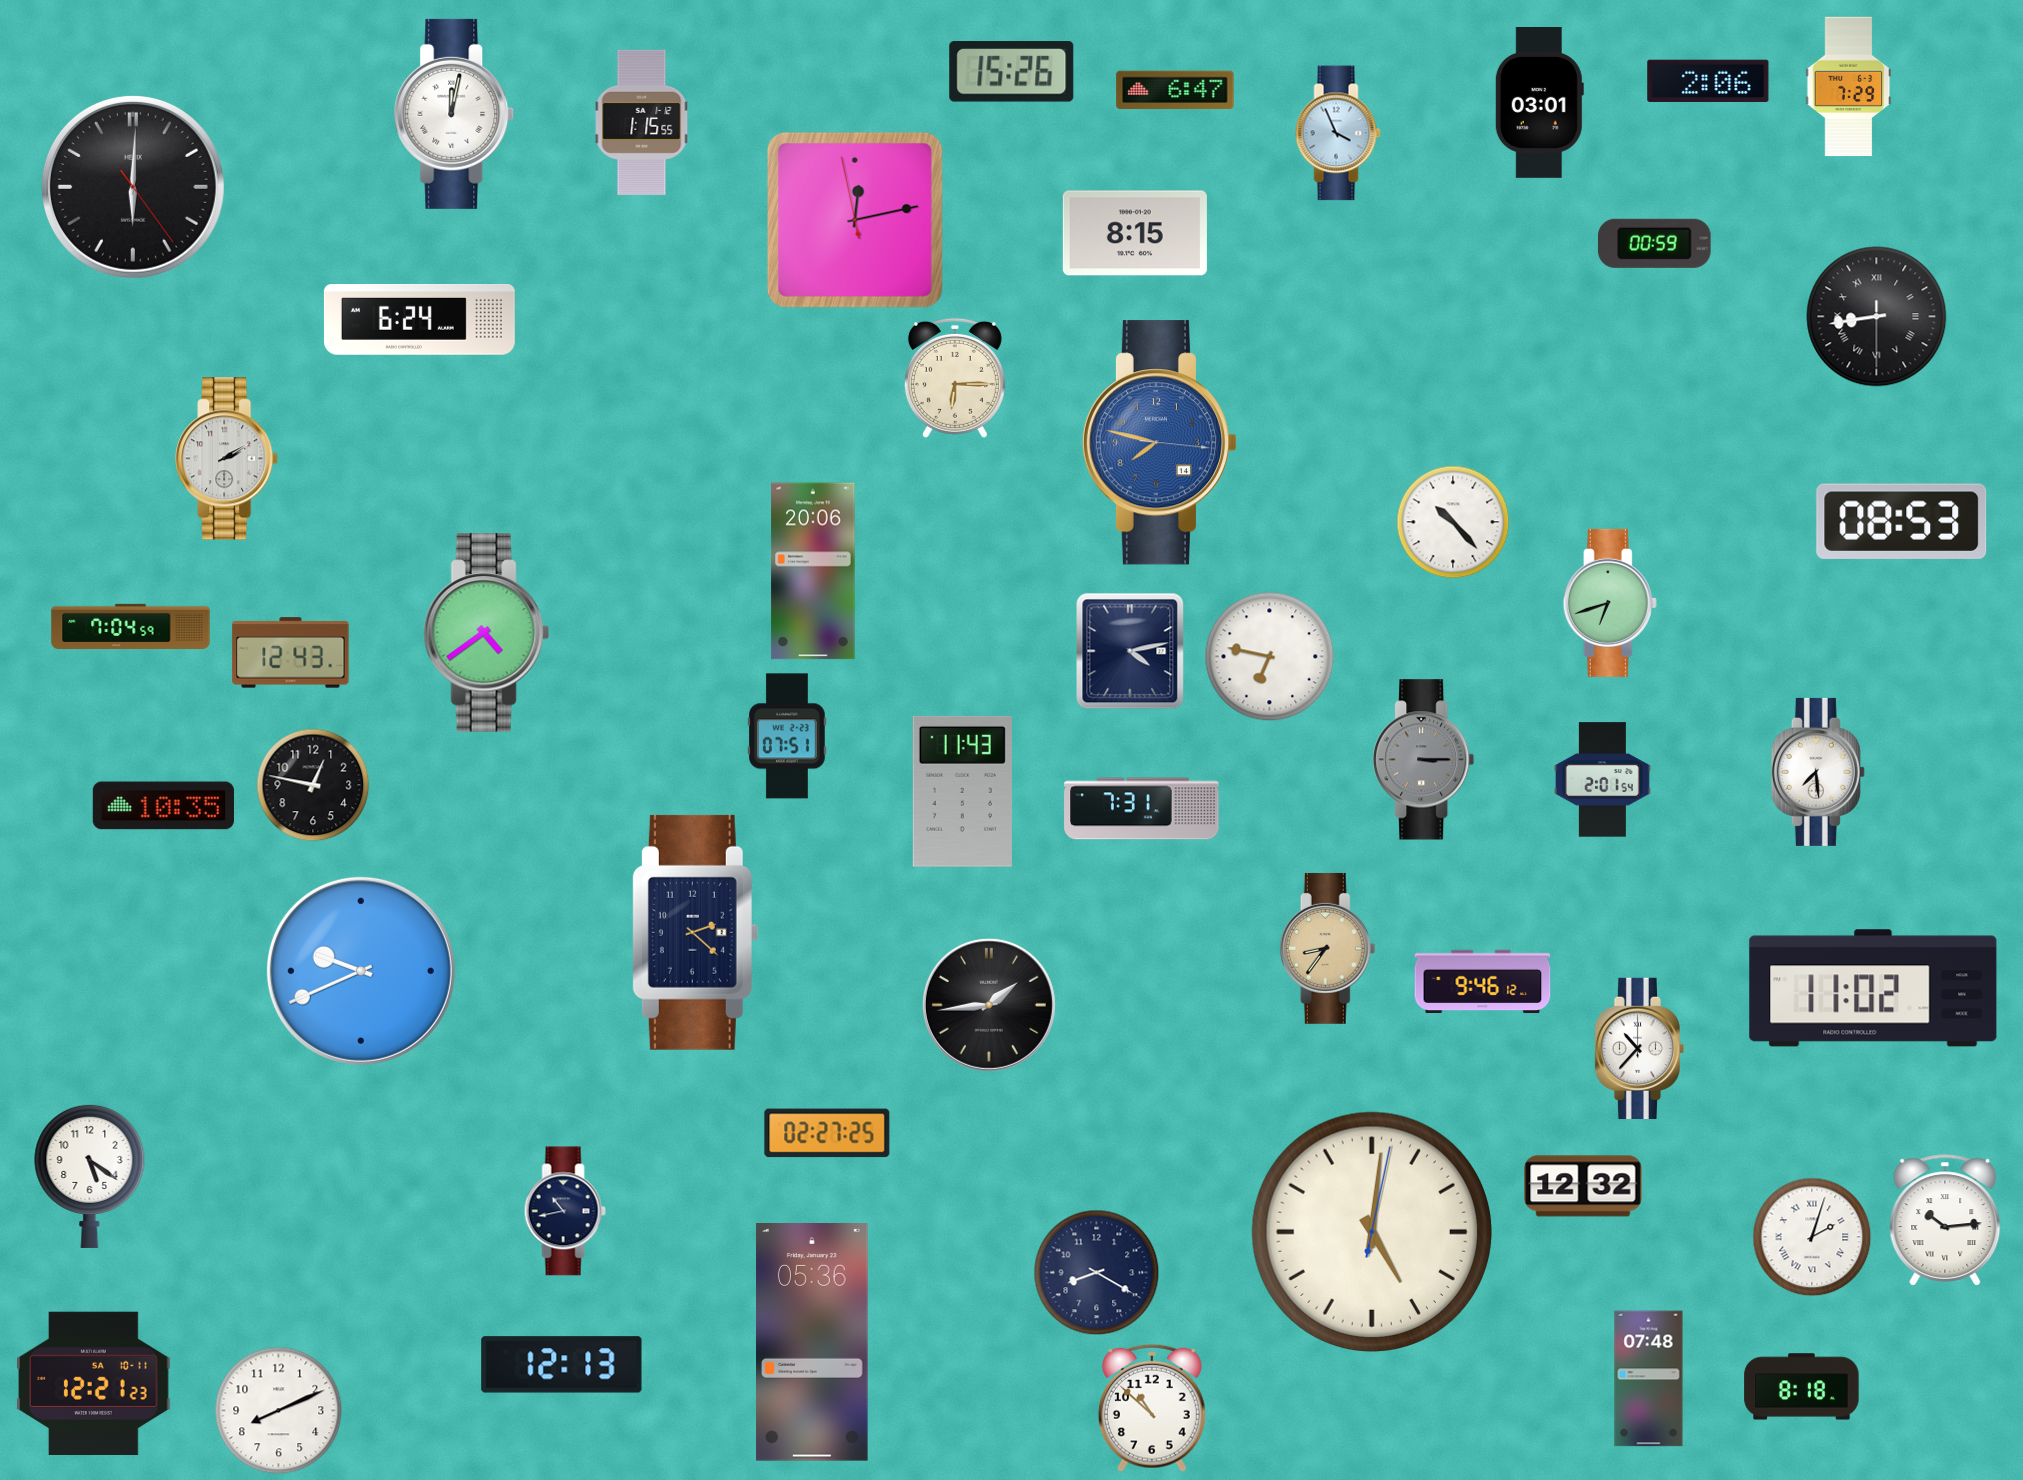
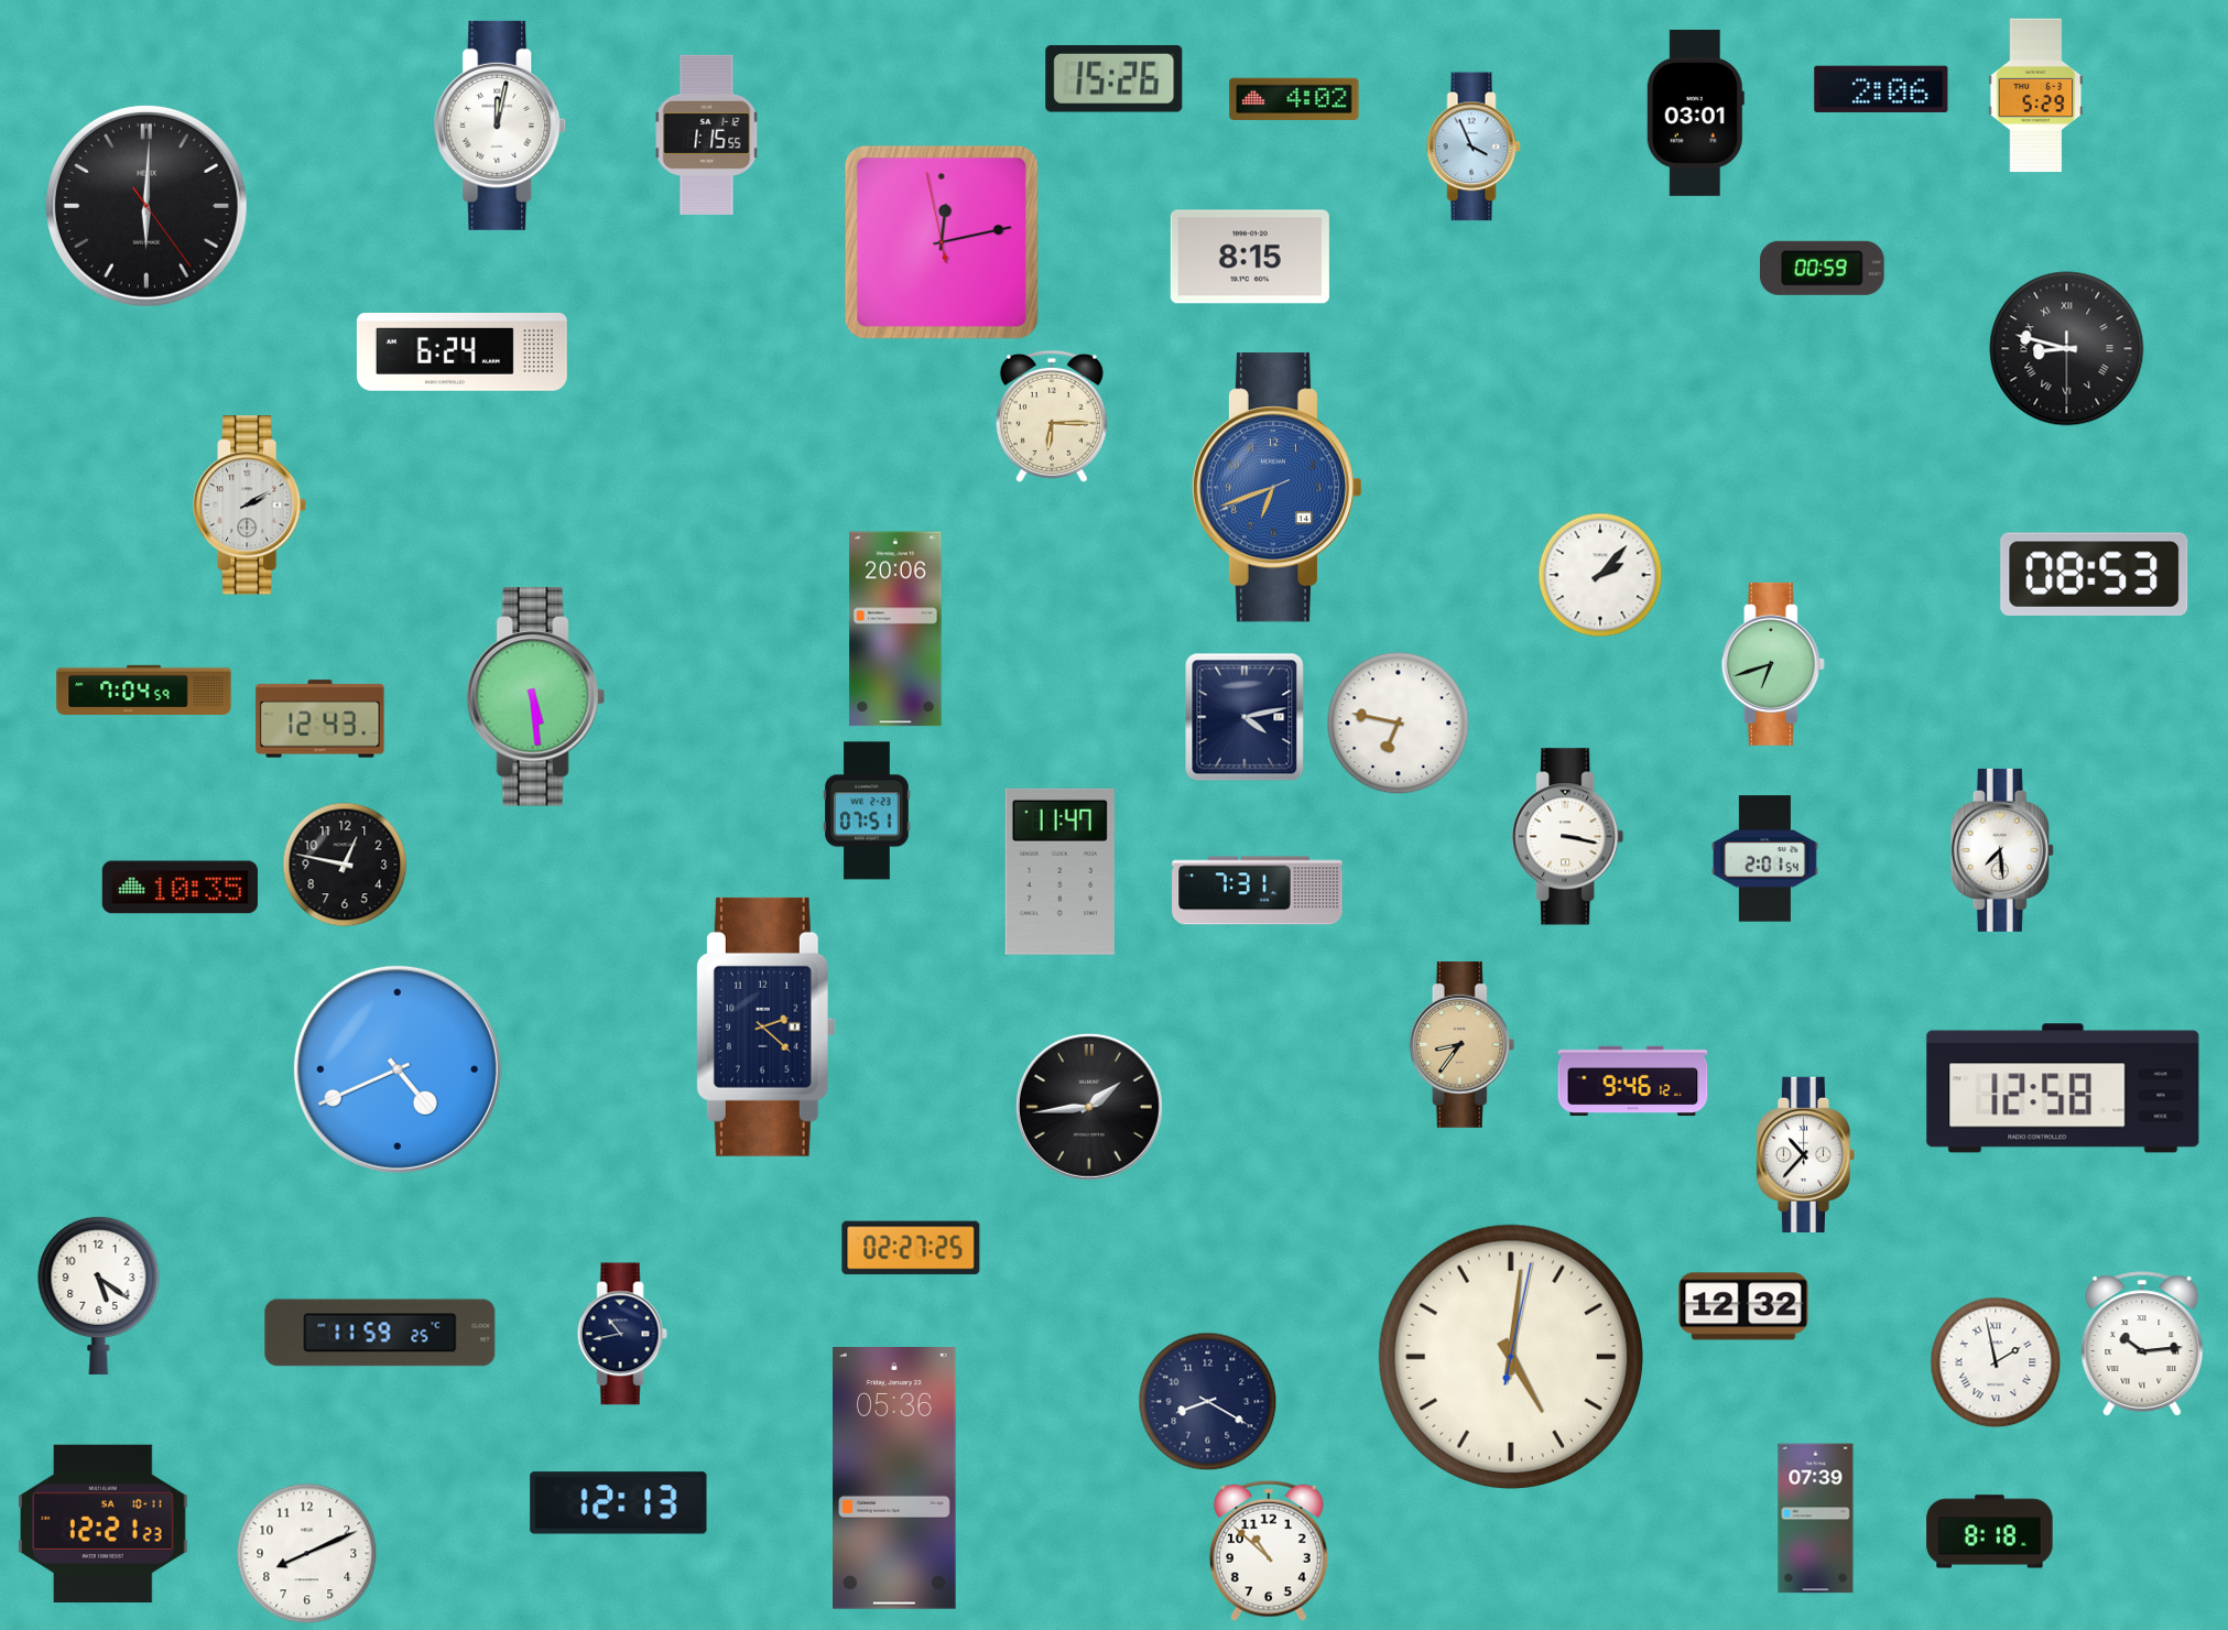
clock at (1849, 87): 7:29 -> 5:29
clock at (1175, 90): 6:47 -> 4:02
clock at (1877, 317): 8:43 -> 8:47
clock at (1160, 443): 7:47 -> 6:41
clock at (1453, 522): 10:23 -> 2:07
clock at (486, 633): 4:39 -> 5:29
clock at (1424, 760): 3:15 -> 3:17
clock at (1424, 760) dial: grey -> white
clock at (962, 791): 11:43 -> 11:47
clock at (361, 971): 9:41 -> 4:41
clock at (1873, 988): 11:02 -> 12:58
clock at (380, 1333): none -> 11:59
clock at (1812, 1237): 2:03 -> 1:58
clock at (1649, 1379): 07:48 -> 07:39
clock at (1802, 1387) position: (1802, 1387) -> (1990, 1532)
